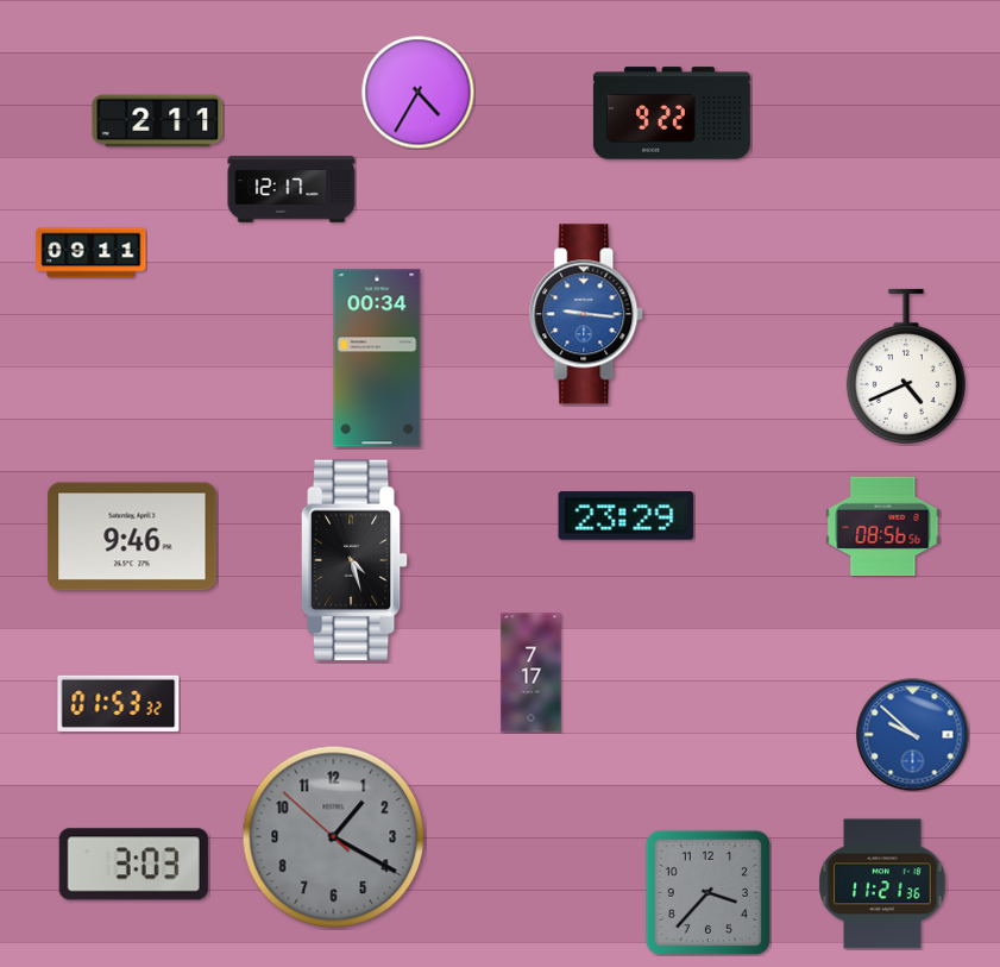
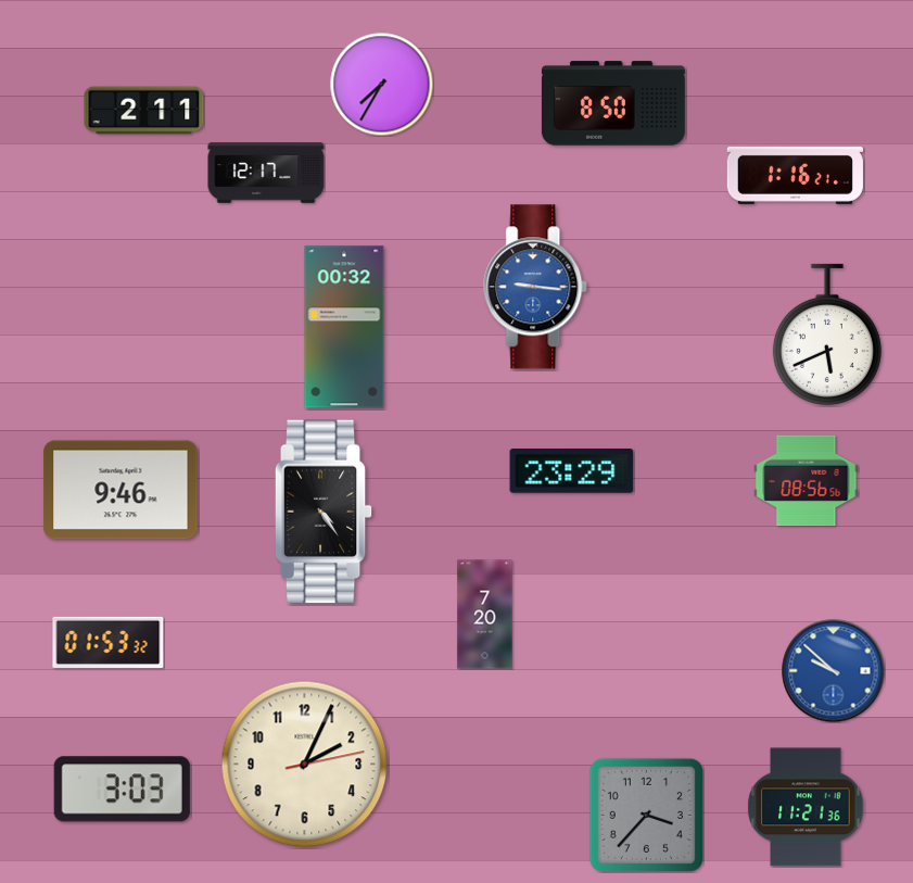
clock at (417, 92): 4:35 -> 7:35
clock at (672, 113): 9:22 -> 8:50
clock at (795, 175): none -> 1:16
clock at (92, 253): 09:11 -> none
clock at (377, 358): 00:34 -> 00:32
clock at (906, 366): 4:41 -> 5:41
clock at (354, 560): 4:27 -> 4:24
clock at (532, 673): 7:17 -> 7:20
clock at (334, 837): 1:19 -> 2:04
clock at (334, 837) dial: grey -> cream
